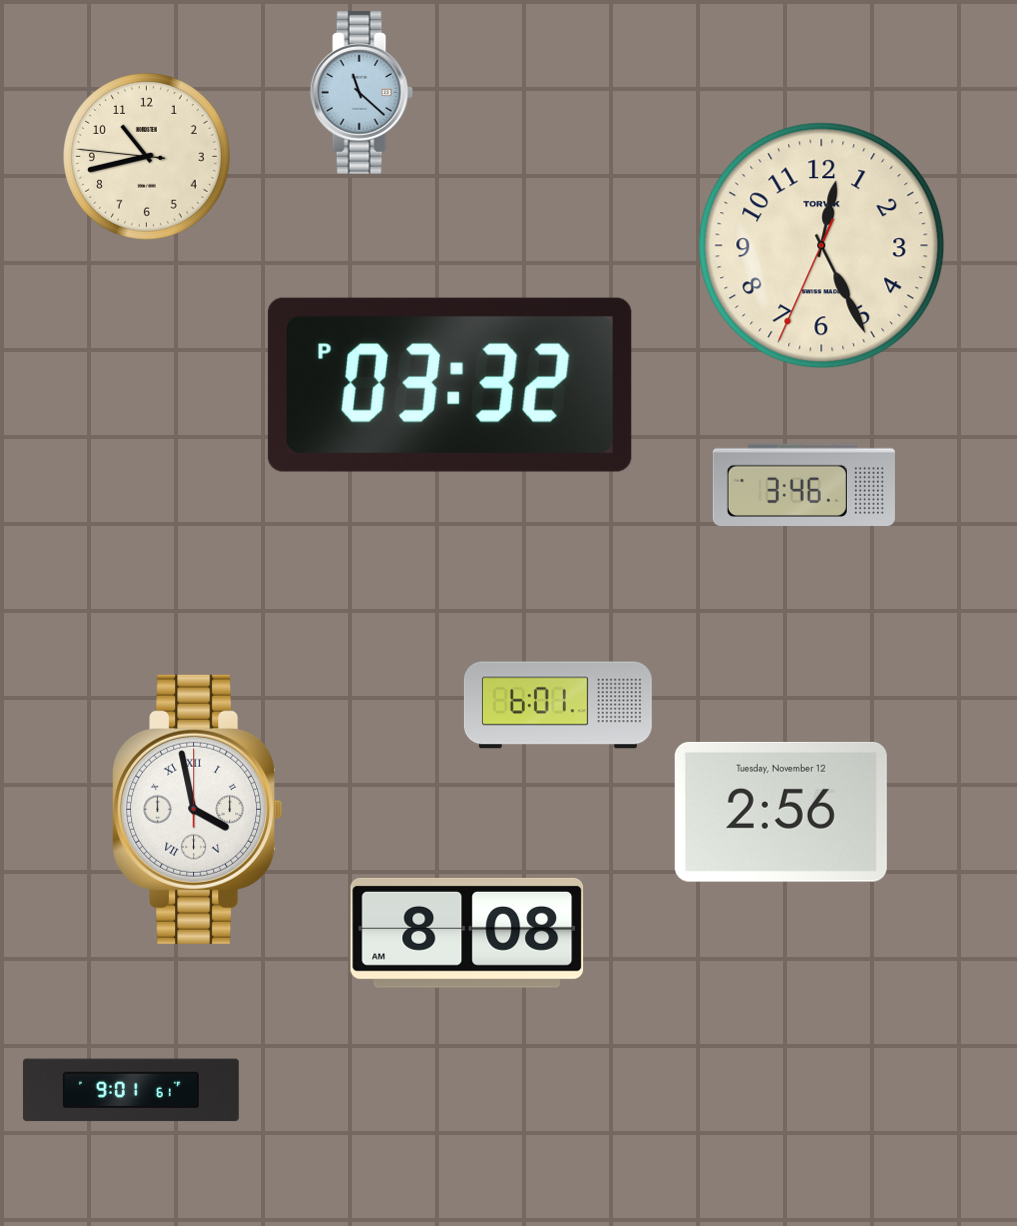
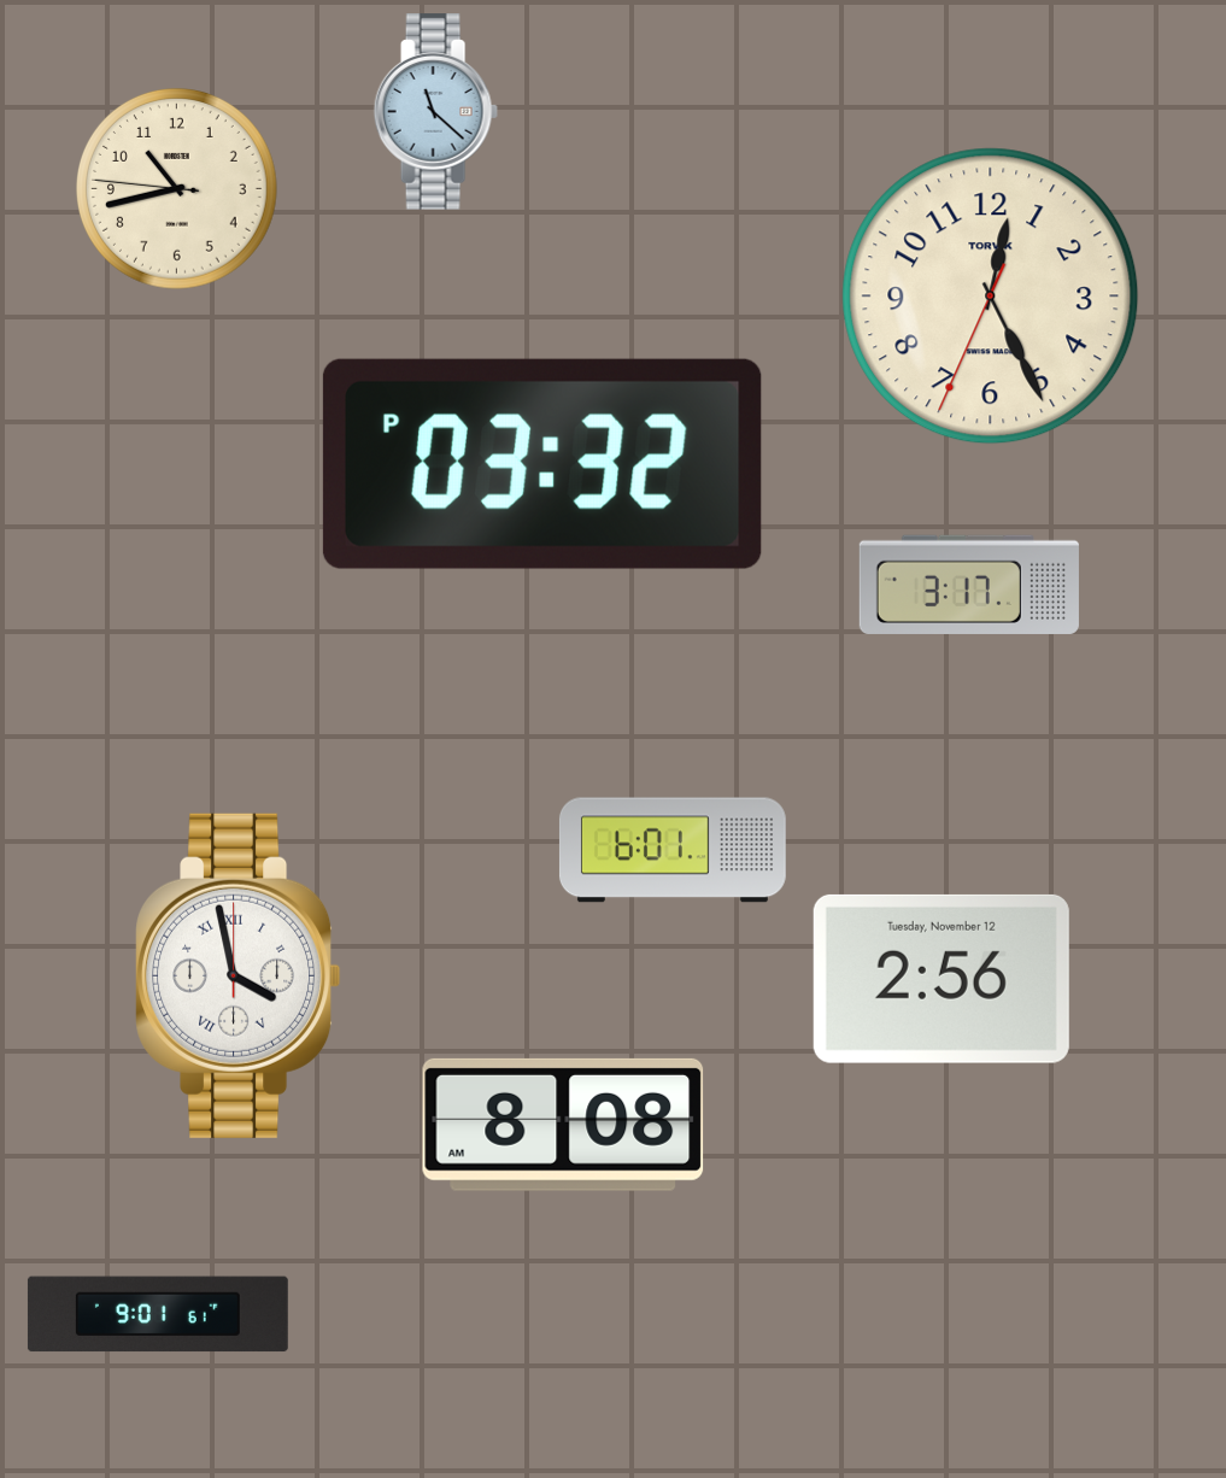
clock at (804, 485): 3:46 -> 3:17
